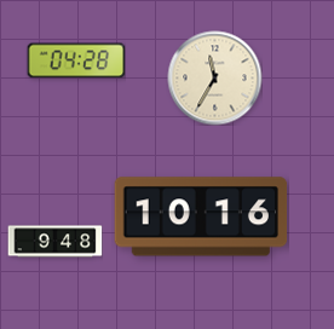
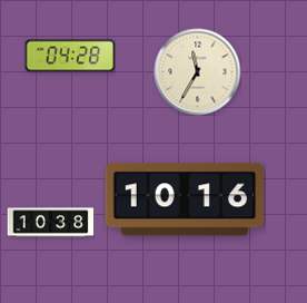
clock at (54, 242): 9:48 -> 10:38
